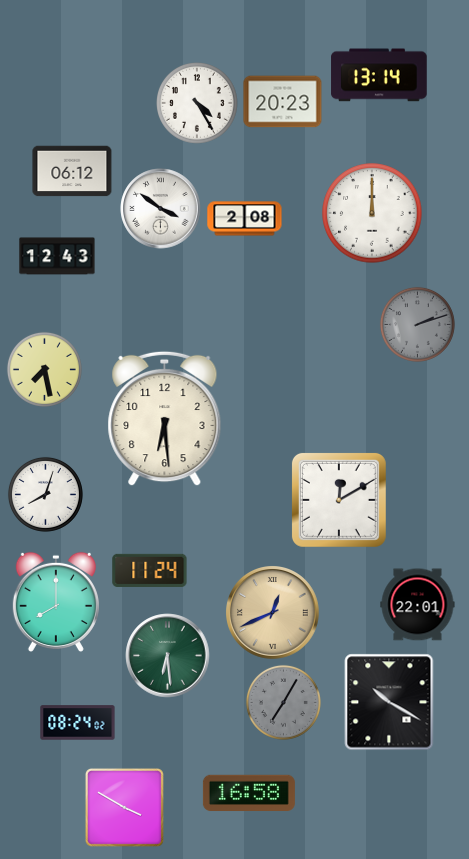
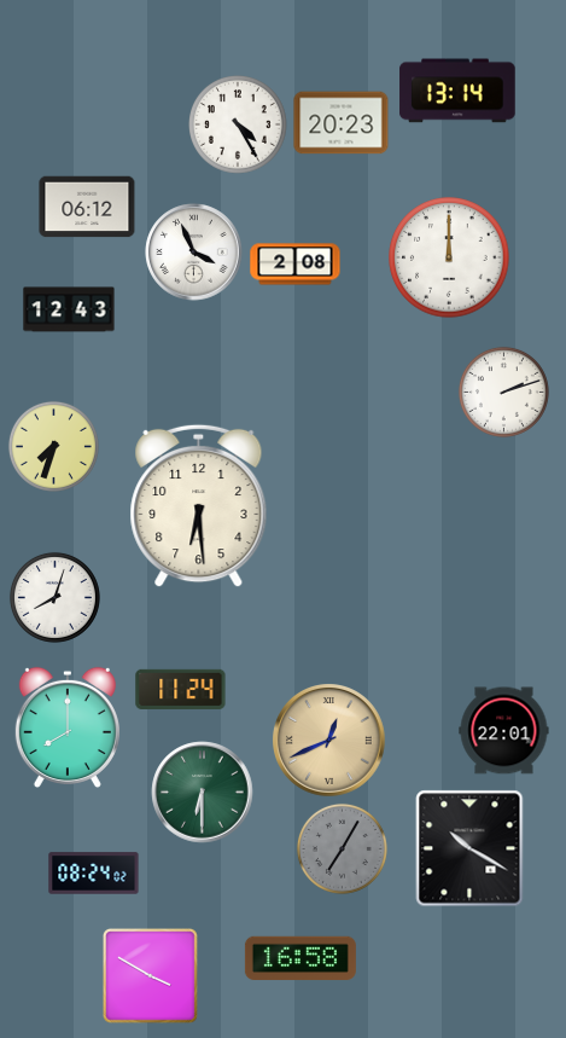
clock at (161, 209): 3:51 -> 3:56
clock at (417, 324) dial: grey -> white
clock at (44, 369): 7:28 -> 7:33
clock at (339, 500): 12:10 -> none
clock at (168, 656): 6:29 -> 6:30
